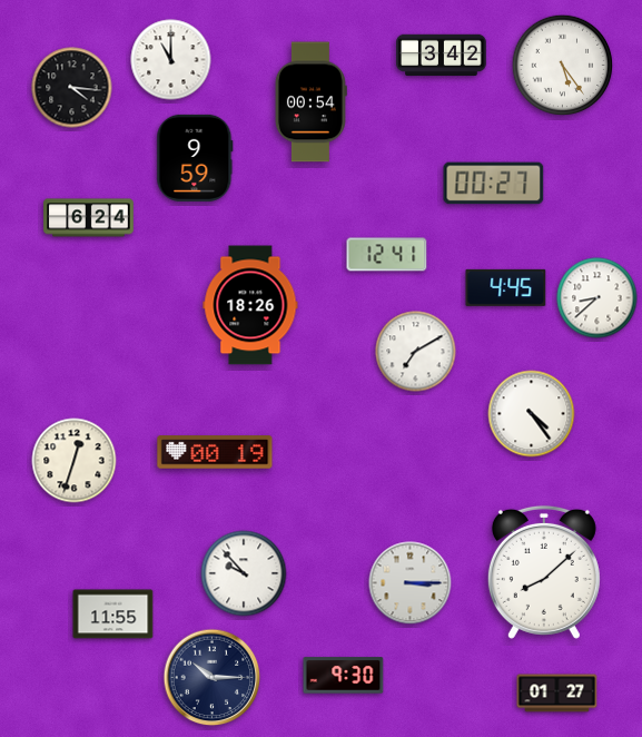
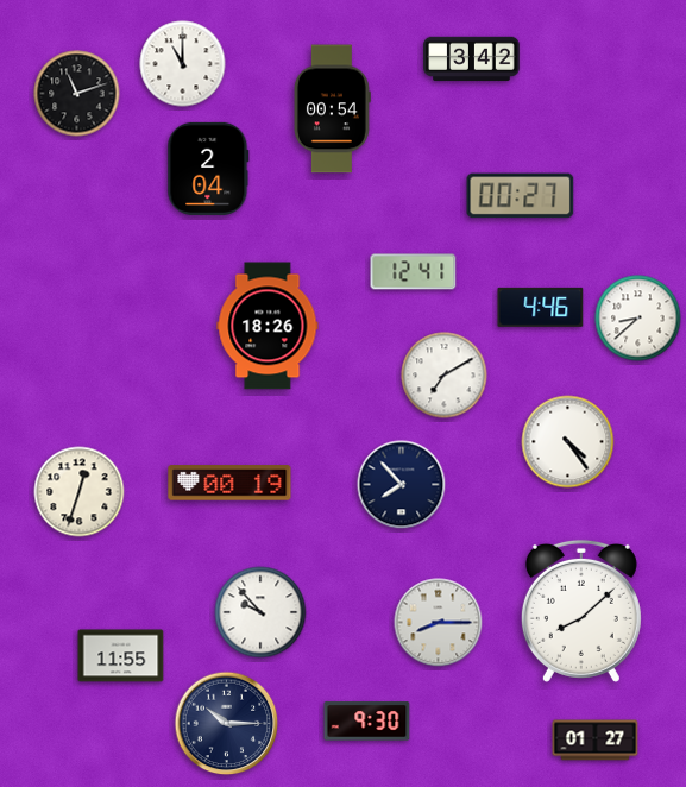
clock at (563, 66): 5:24 -> none
clock at (72, 88): 4:16 -> 11:12
clock at (195, 158): 9:59 -> 2:04
clock at (494, 184) position: (494, 184) -> (521, 196)
clock at (89, 218): 6:24 -> none
clock at (506, 287): 4:45 -> 4:46
clock at (402, 485): none -> 7:53
clock at (411, 583): 3:15 -> 8:15
